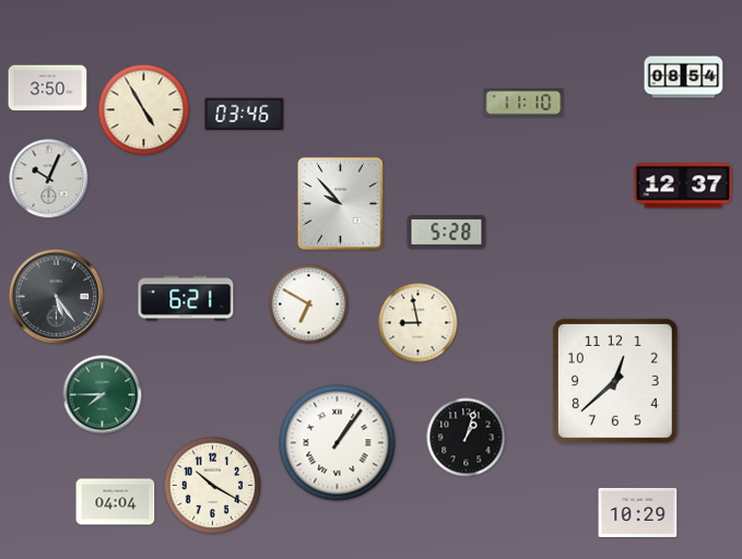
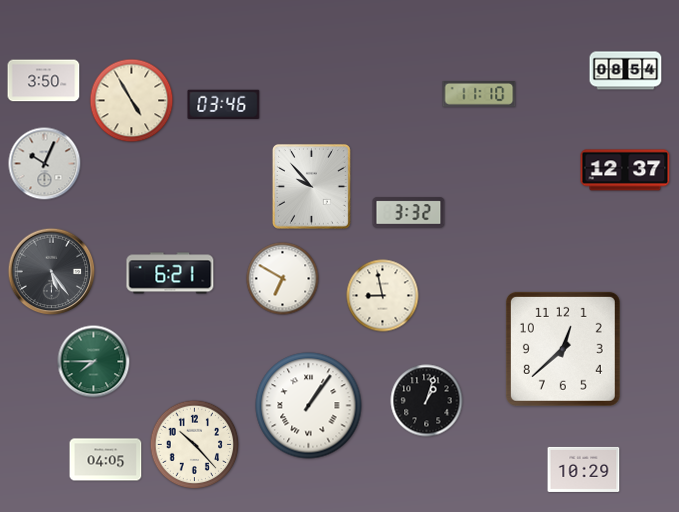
clock at (447, 233): 5:28 -> 3:32
clock at (213, 486): 10:20 -> 10:23
clock at (116, 502): 04:04 -> 04:05
